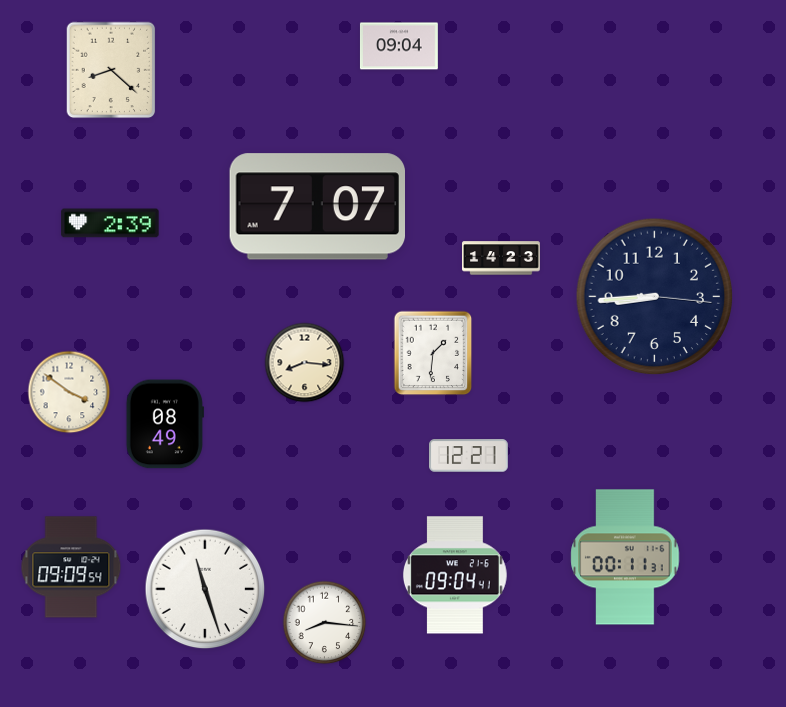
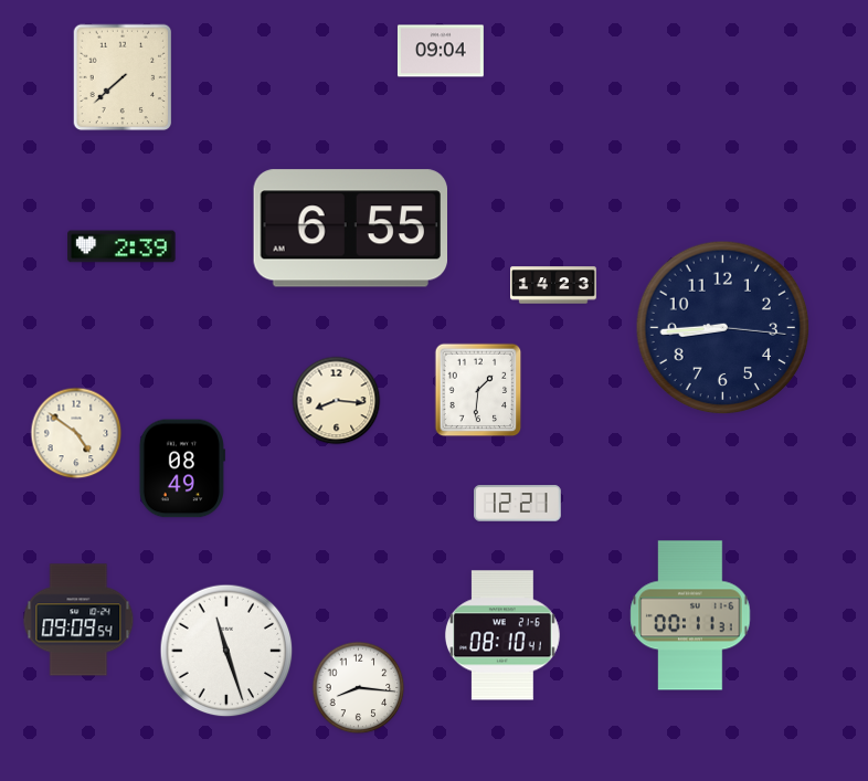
clock at (111, 70): 8:22 -> 7:38
clock at (317, 207): 7:07 -> 6:55
clock at (69, 392): 3:51 -> 4:51
clock at (71, 567) position: (71, 567) -> (78, 620)
clock at (455, 575): 09:04 -> 08:10
